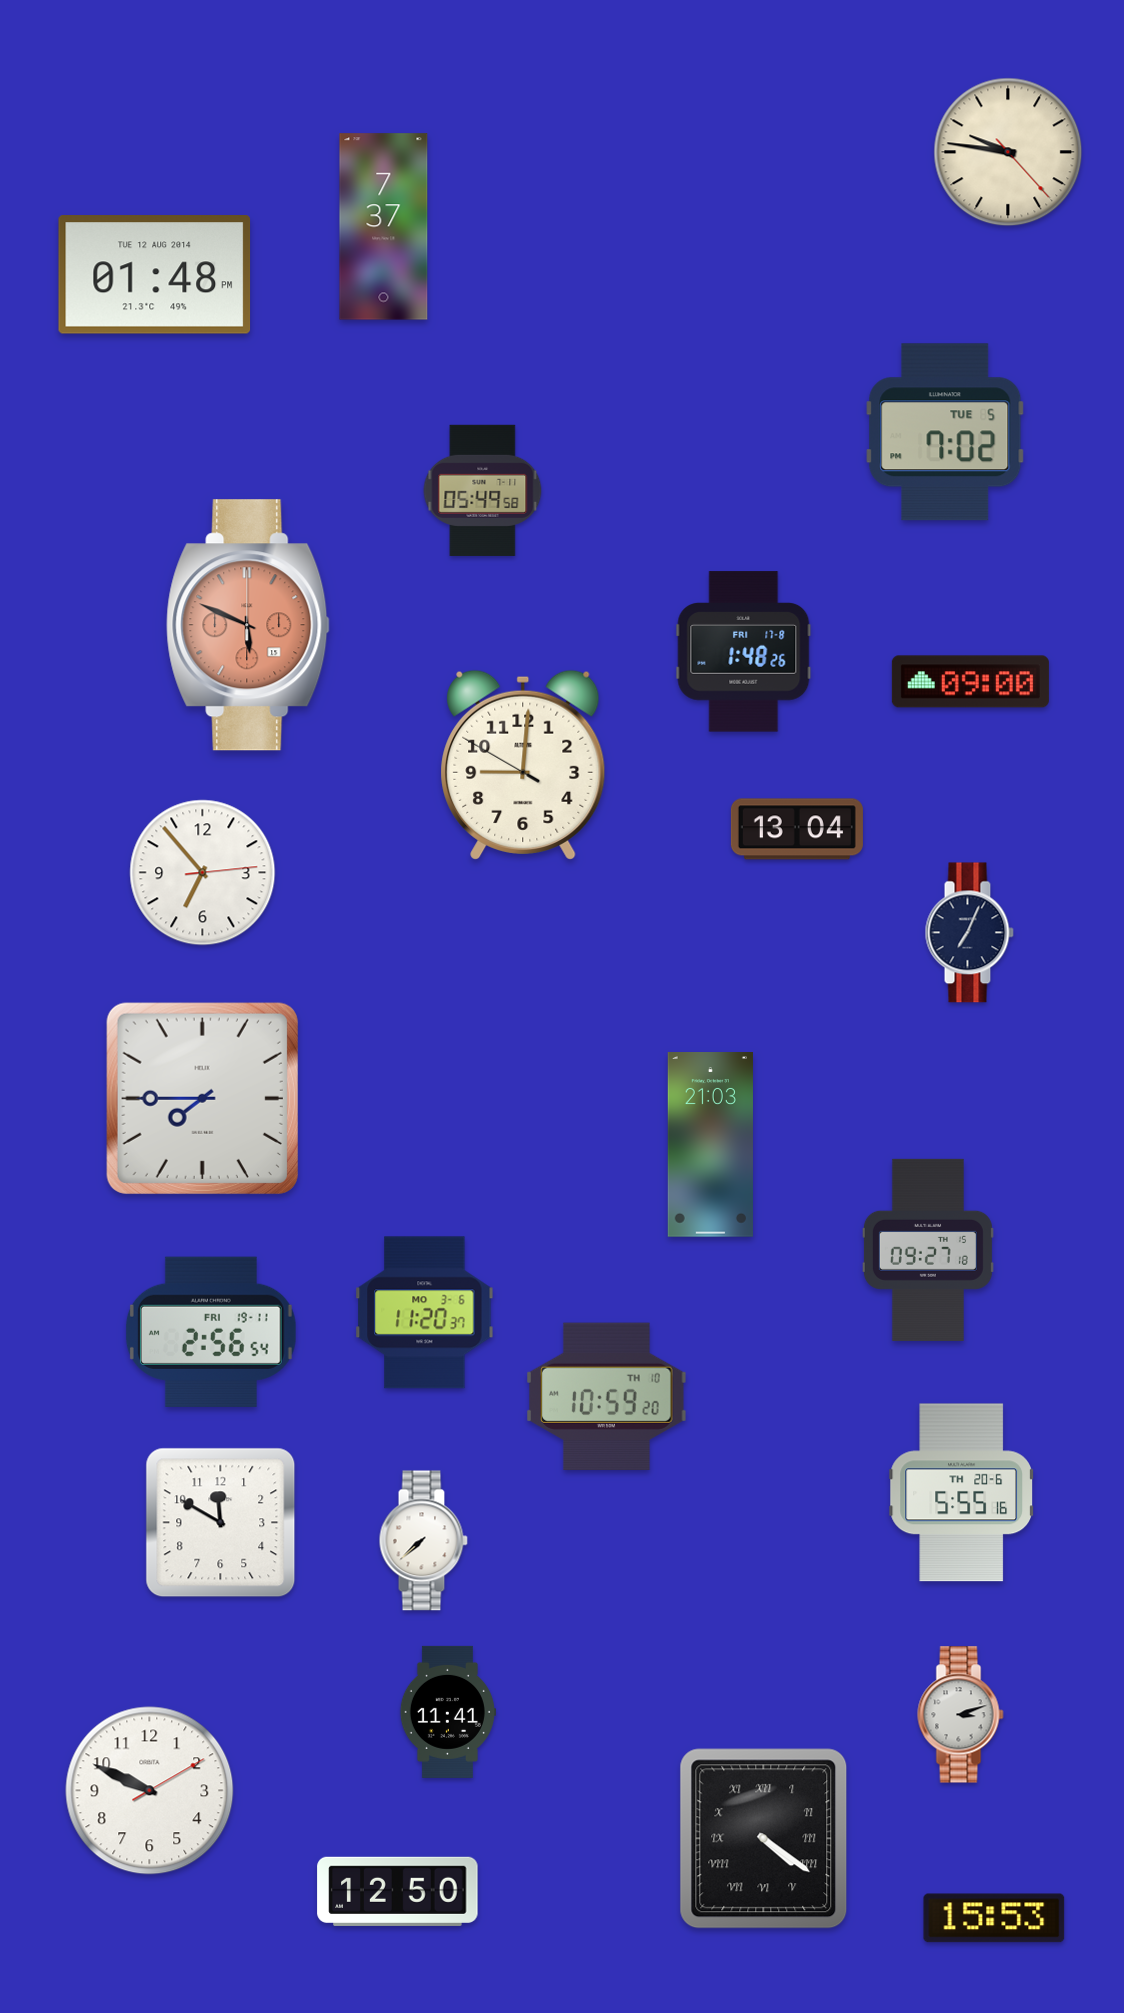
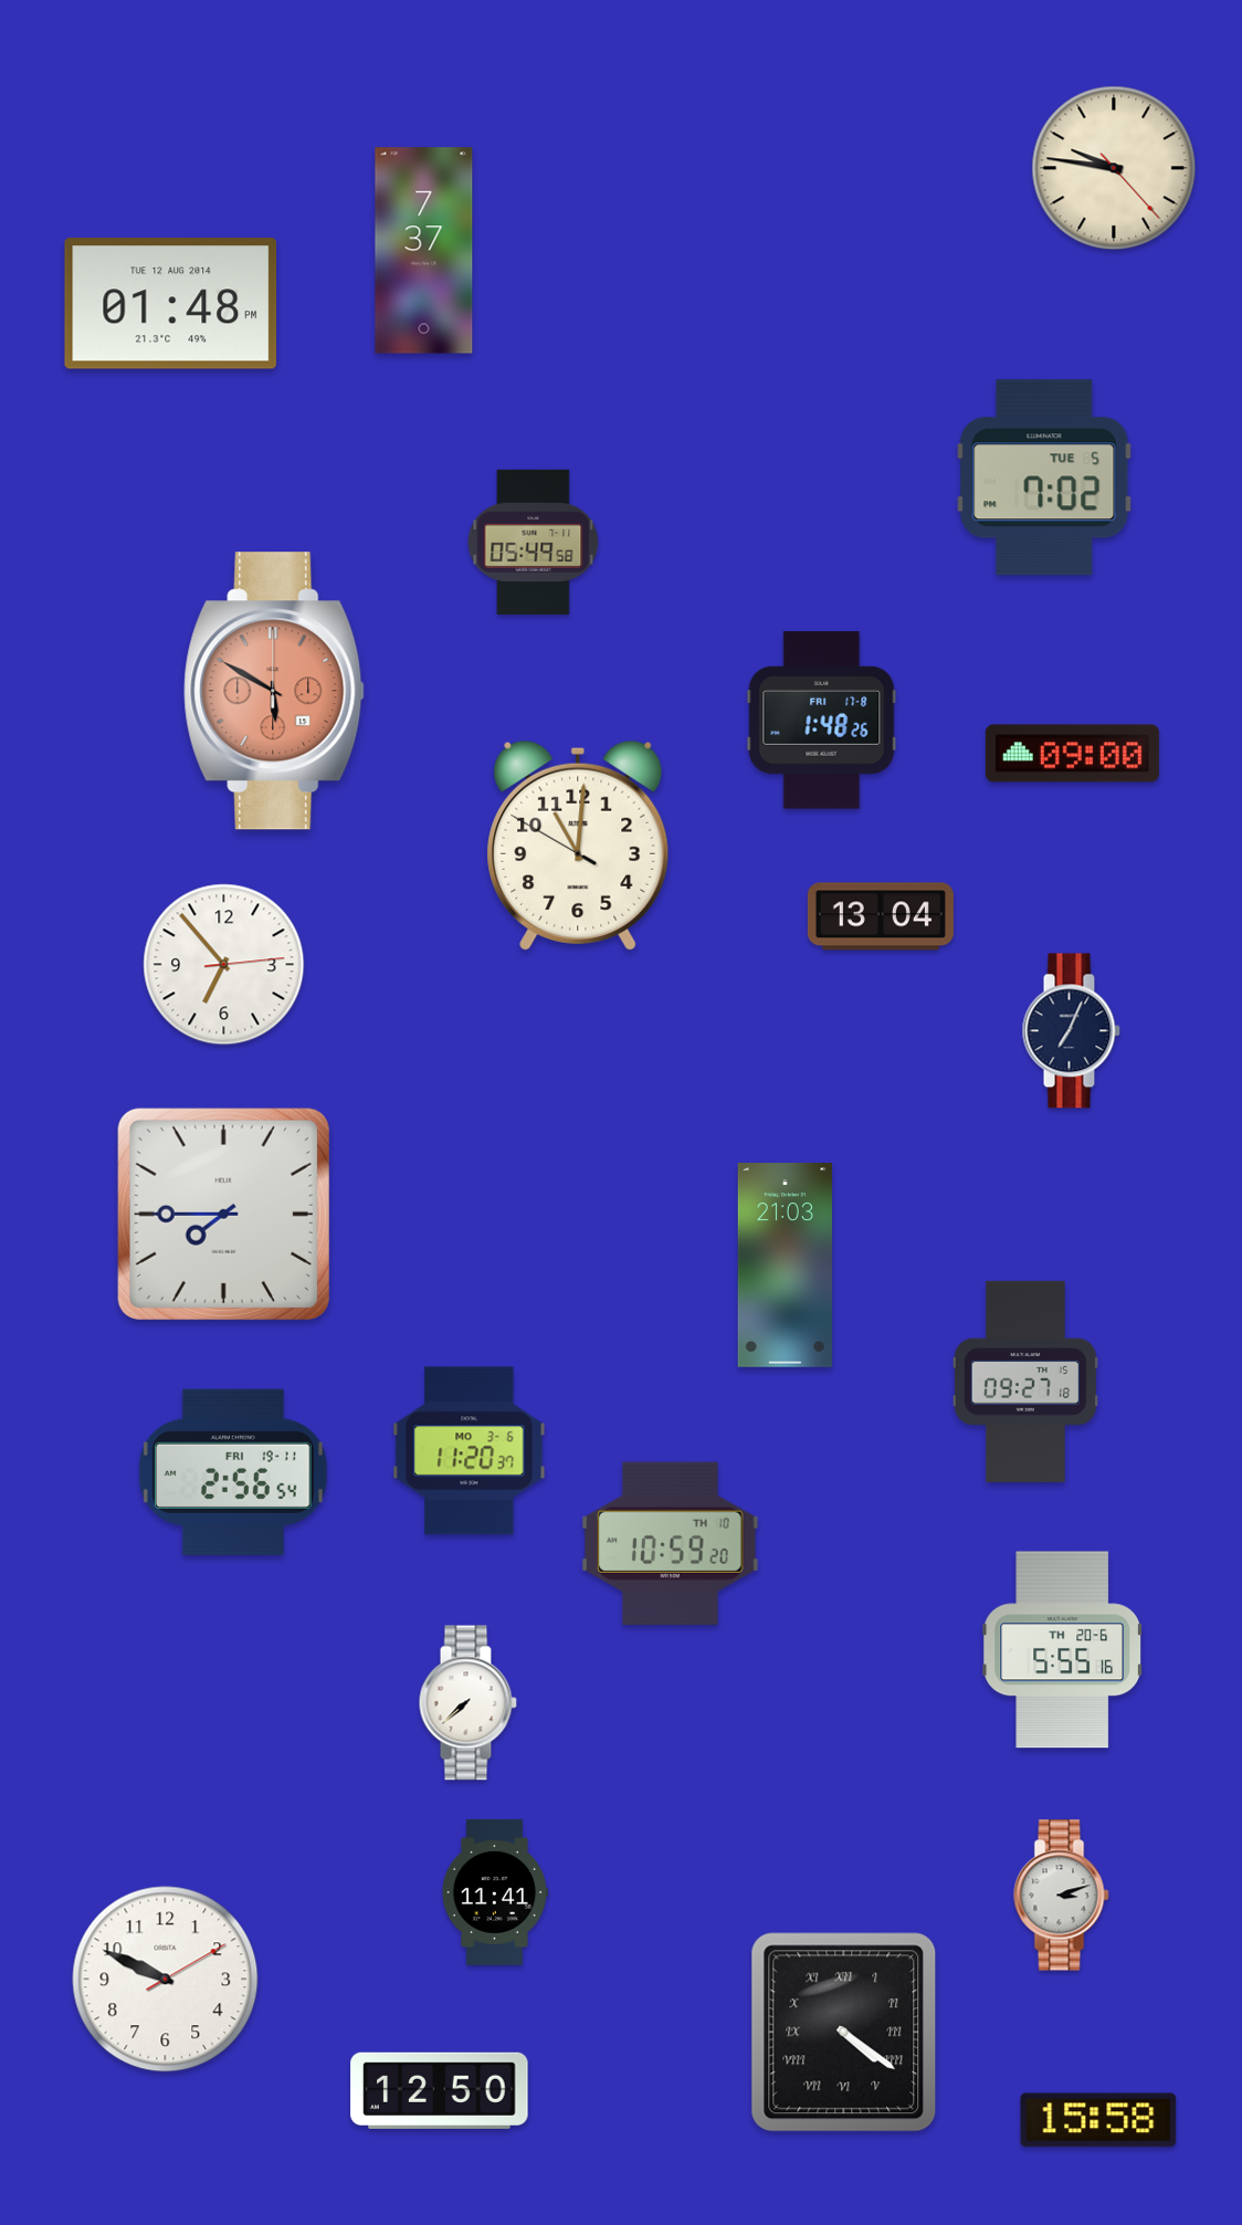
clock at (248, 625): 5:49 -> 5:50
clock at (523, 765): 9:00 -> 11:00
clock at (221, 1523): 11:50 -> none
clock at (994, 1918): 15:53 -> 15:58
